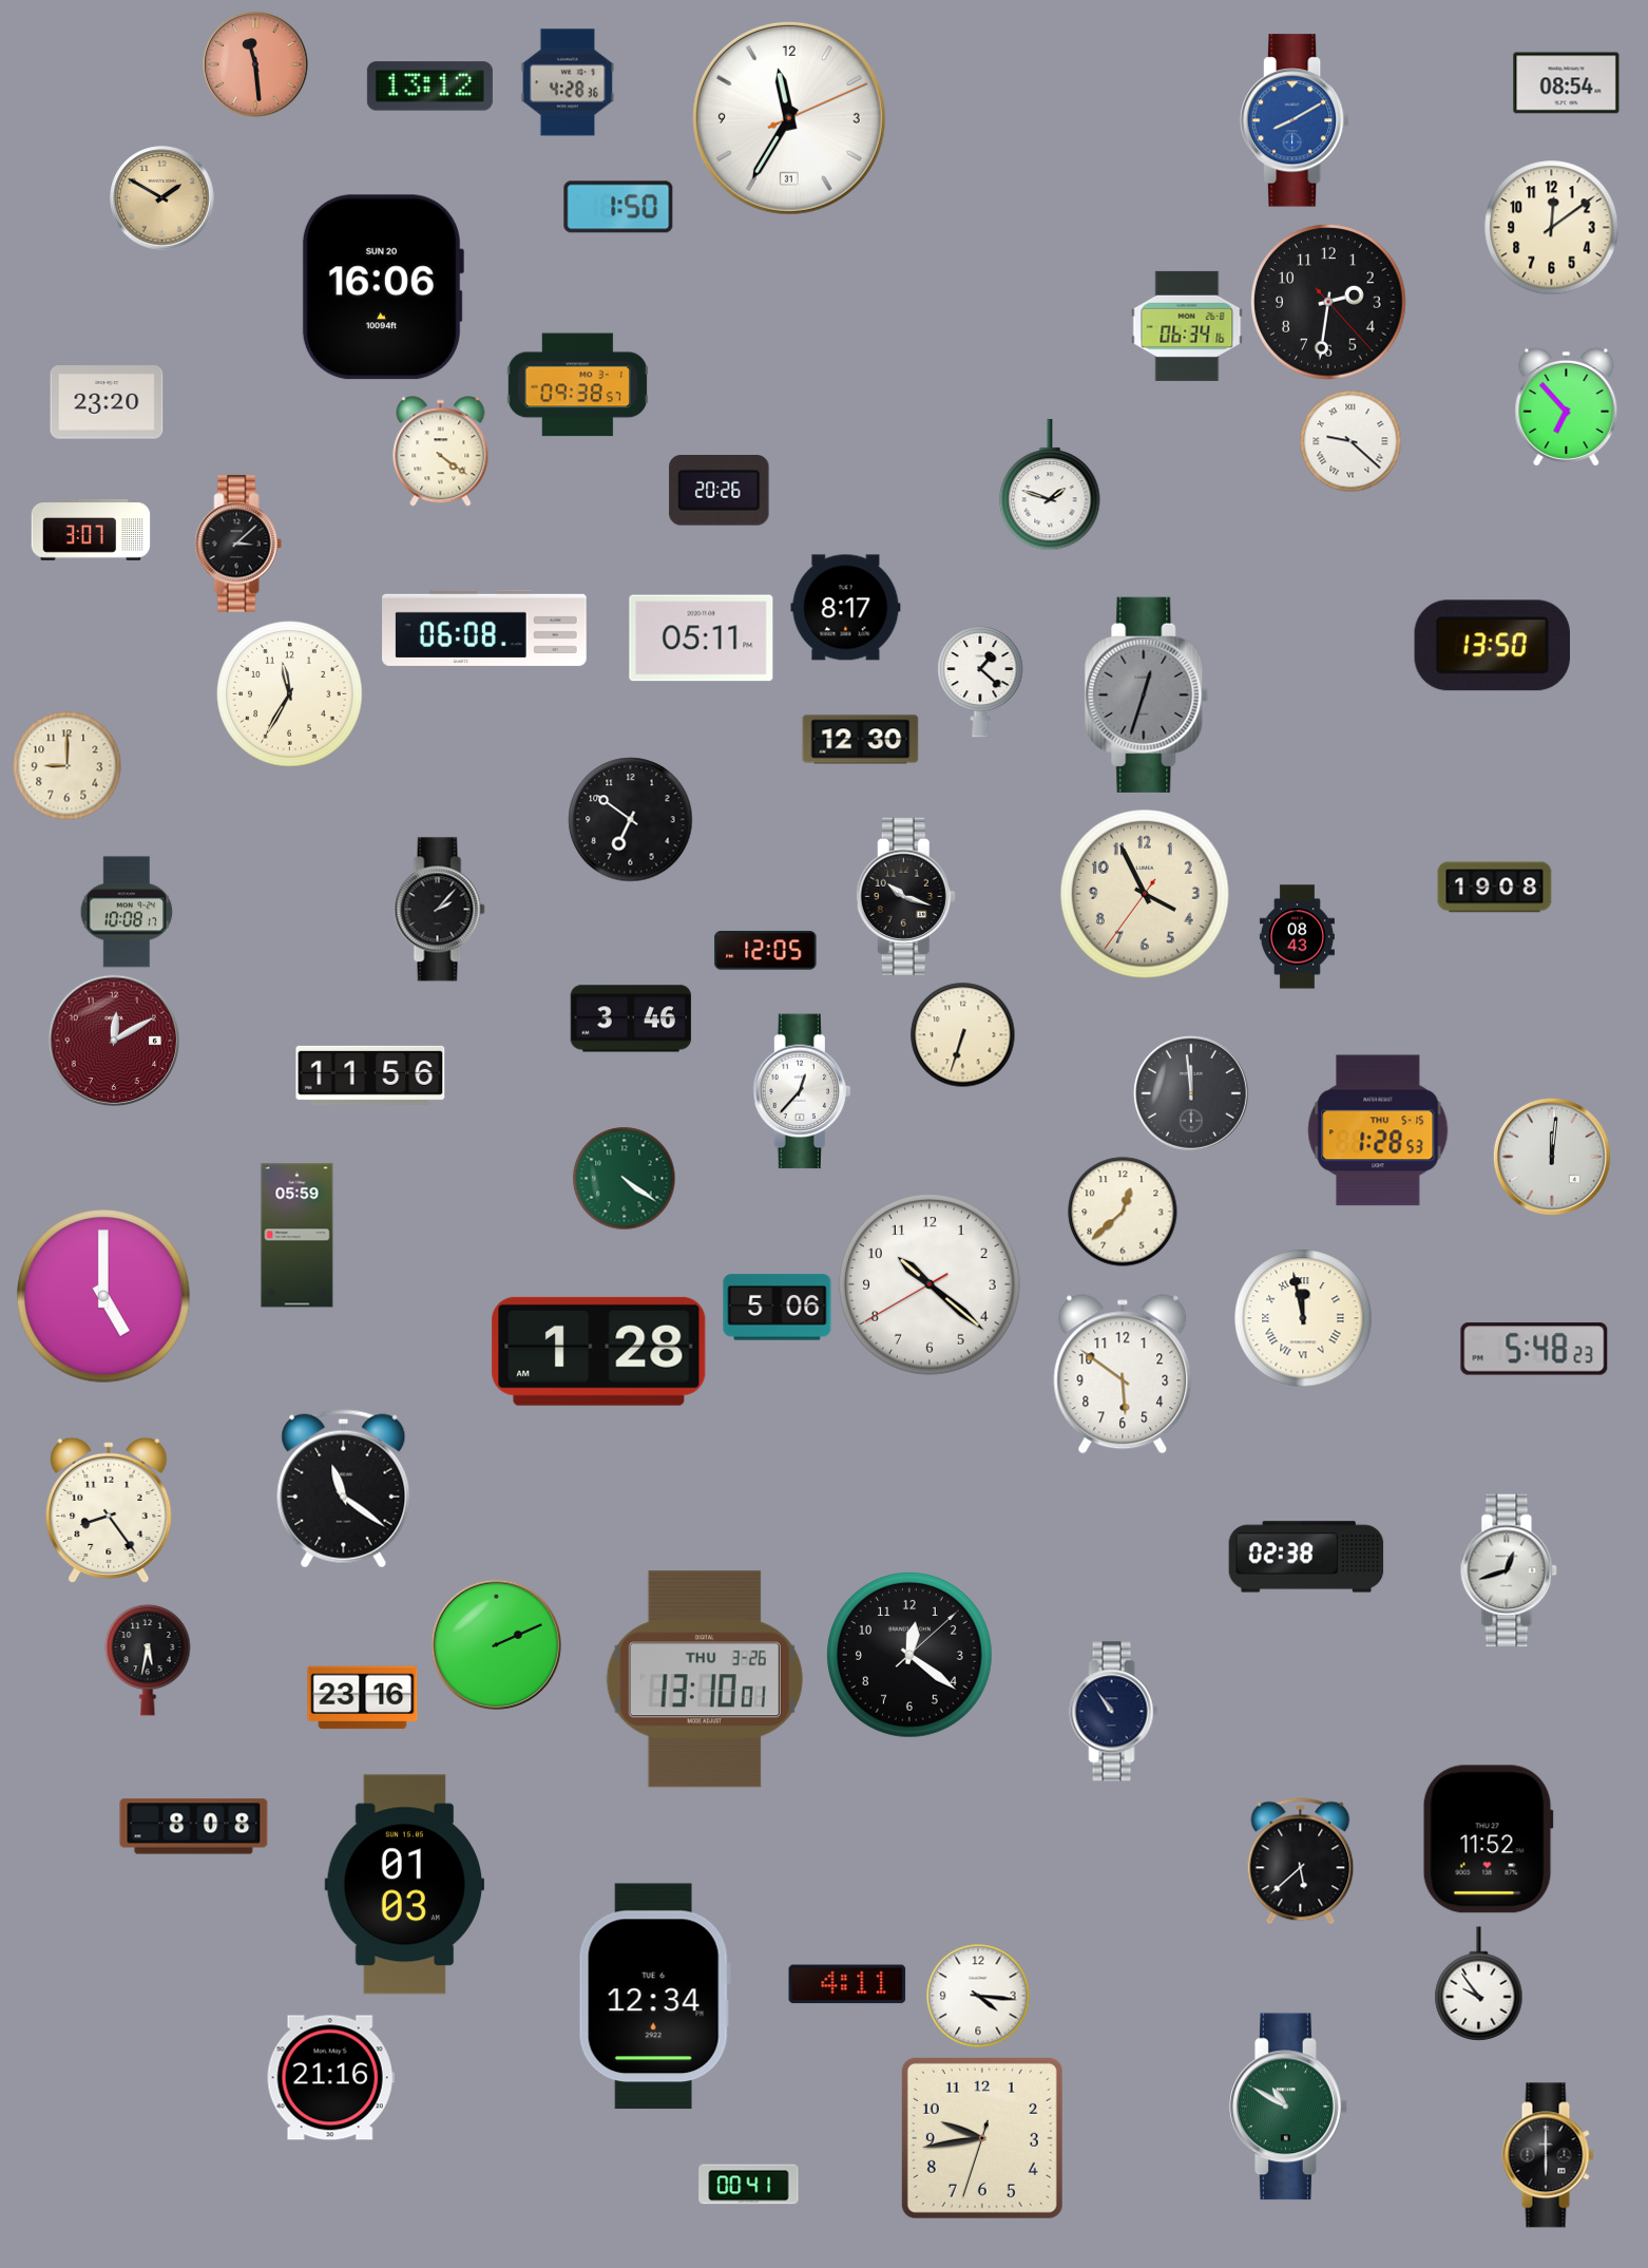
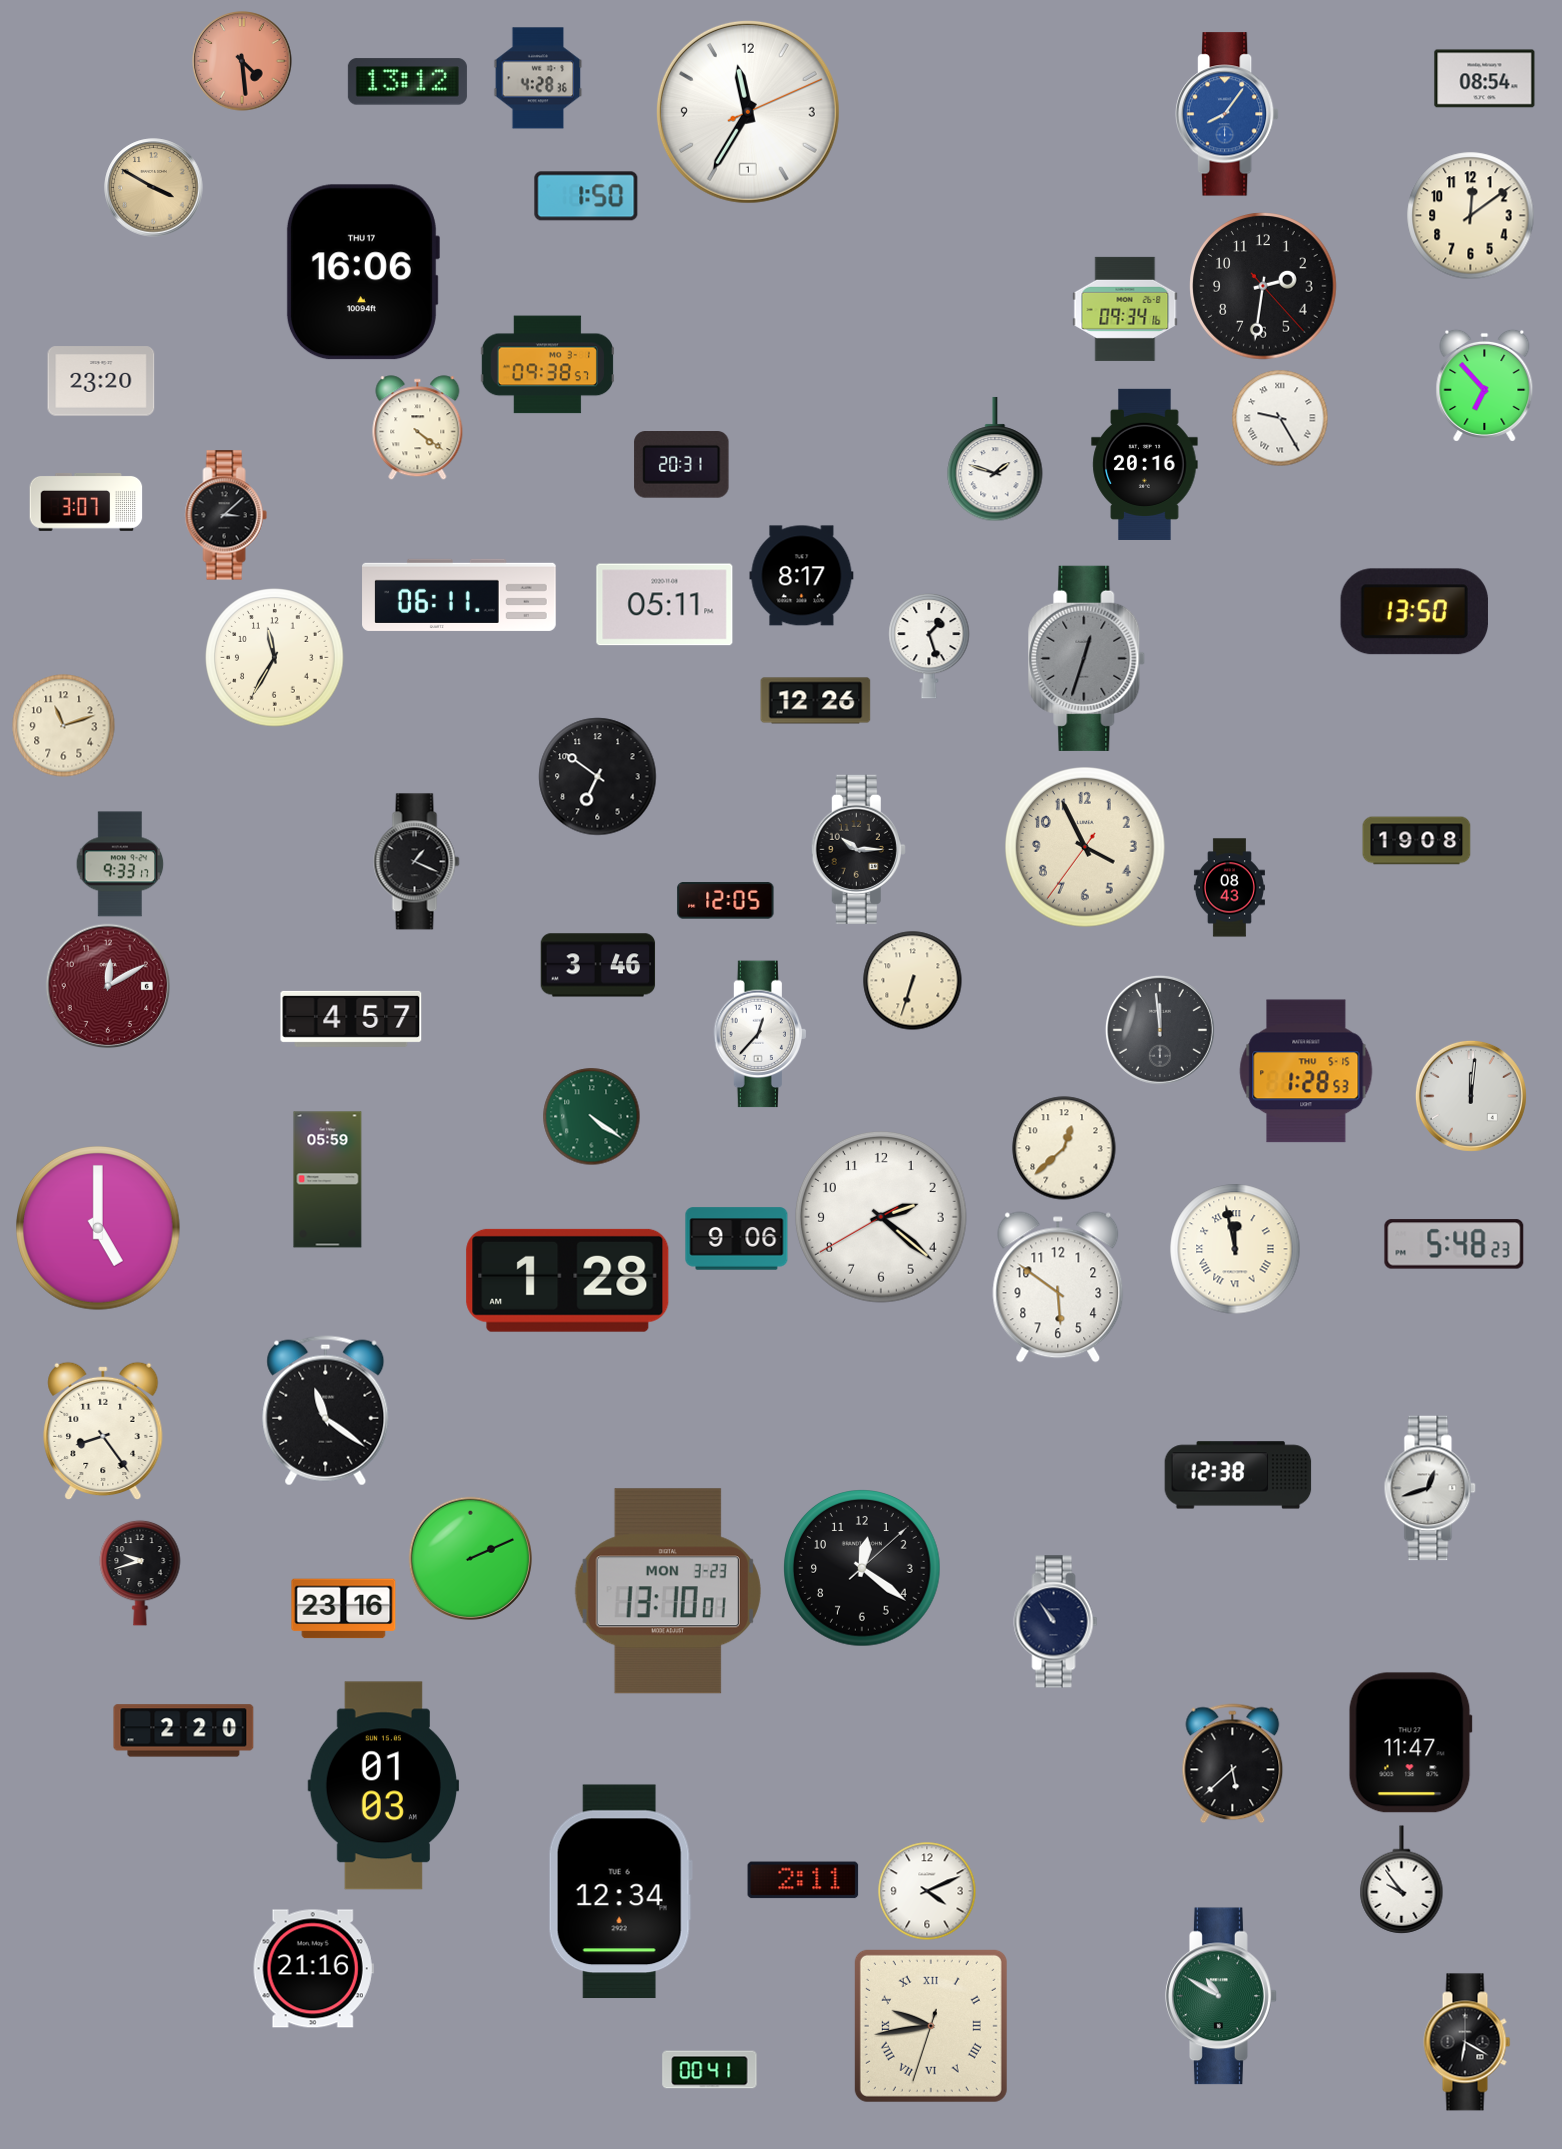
clock at (255, 64): 11:29 -> 4:29
clock at (789, 118) date: 31 -> 1
clock at (1295, 120): 8:10 -> 8:06
clock at (162, 198): 1:50 -> 3:50
clock at (382, 287) date: SUN 20 -> THU 17
clock at (1328, 302) position: (1328, 302) -> (1263, 286)
clock at (1187, 326): 06:34 -> 09:34
clock at (1350, 441): 9:22 -> 9:25
clock at (1145, 464): none -> 20:16
clock at (720, 491): 20:26 -> 20:31
clock at (484, 628): 06:08 -> 06:11
clock at (980, 682): 1:22 -> 1:27
clock at (861, 740): 12:30 -> 12:26
clock at (68, 766): 9:00 -> 11:12
clock at (905, 896): 10:18 -> 10:15
clock at (440, 910): 2:07 -> 1:19
clock at (127, 912): 10:08 -> 9:33
clock at (370, 1075): 11:56 -> 4:57
clock at (1191, 1093) position: (1191, 1093) -> (1160, 1030)
clock at (298, 1236) position: (298, 1236) -> (328, 1180)
clock at (930, 1284): 10:21 -> 2:21
clock at (778, 1308): 5:06 -> 9:06
clock at (1534, 1349) position: (1534, 1349) -> (1454, 1244)
clock at (1123, 1374) position: (1123, 1374) -> (1058, 1287)
clock at (1306, 1557): 02:38 -> 12:38
clock at (148, 1660): 5:32 -> 9:42
clock at (705, 1679) date: THU 3-26 -> MON 3-23
clock at (194, 1827): 8:08 -> 2:20
clock at (1488, 1840): 11:52 -> 11:47
clock at (847, 1984): 4:11 -> 2:11
clock at (978, 1996): 4:16 -> 4:11
clock at (982, 2138) numerals: Arabic -> Roman
clock at (1548, 2155): 6:00 -> 6:20
